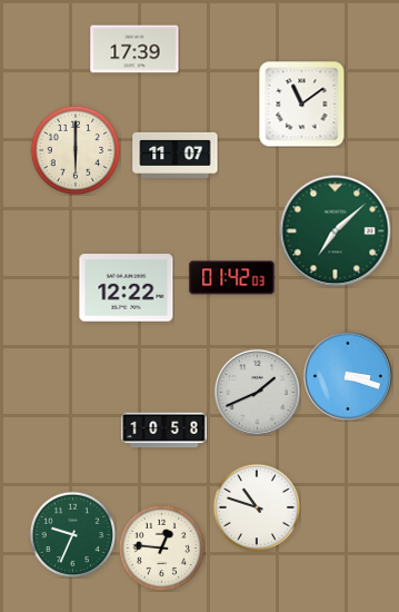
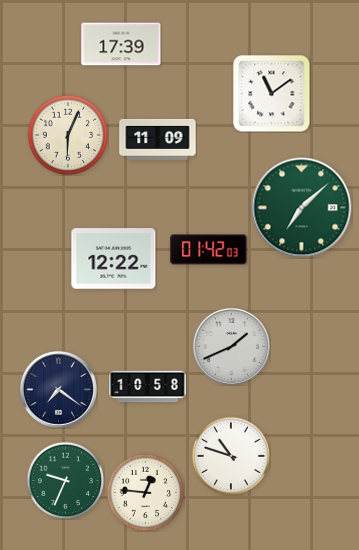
clock at (76, 150): 6:00 -> 6:04
clock at (176, 155): 11:07 -> 11:09
clock at (348, 376): 3:18 -> none
clock at (257, 392) position: (257, 392) -> (231, 346)
clock at (58, 389): none -> 7:21
